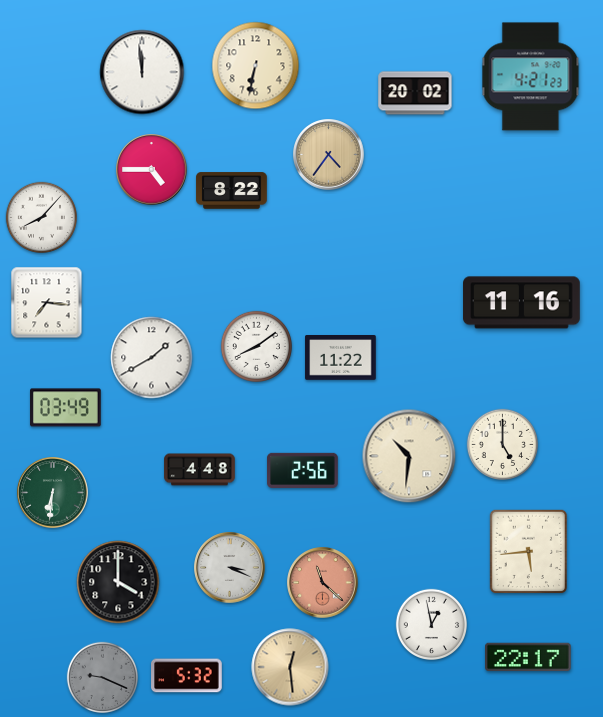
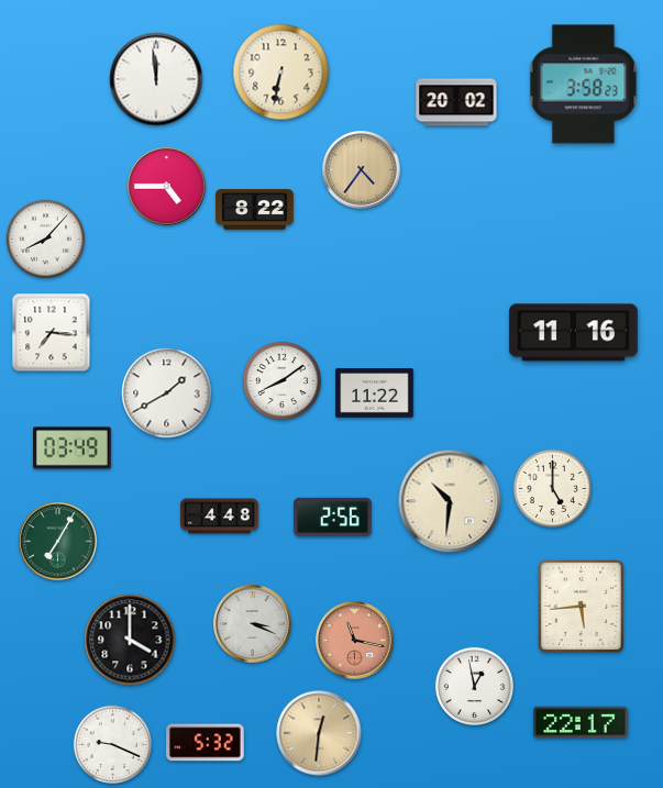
clock at (531, 77): 4:21 -> 3:58
clock at (53, 493): 6:31 -> 7:05
clock at (323, 583): 11:22 -> 11:17
clock at (290, 667): 12:29 -> 12:31
clock at (102, 677) dial: grey -> white
